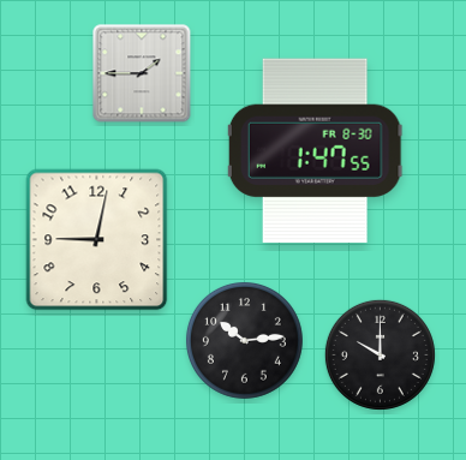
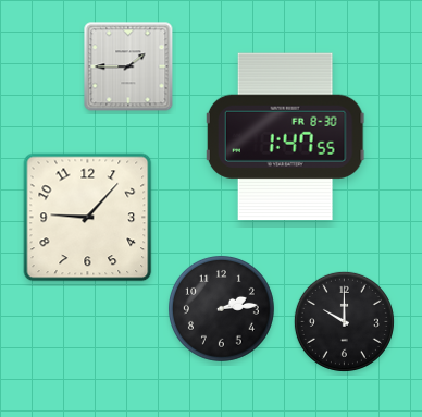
clock at (97, 240): 9:02 -> 9:07
clock at (244, 340): 10:14 -> 2:14
